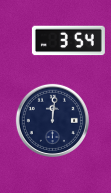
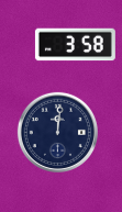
clock at (68, 41): 3:54 -> 3:58
